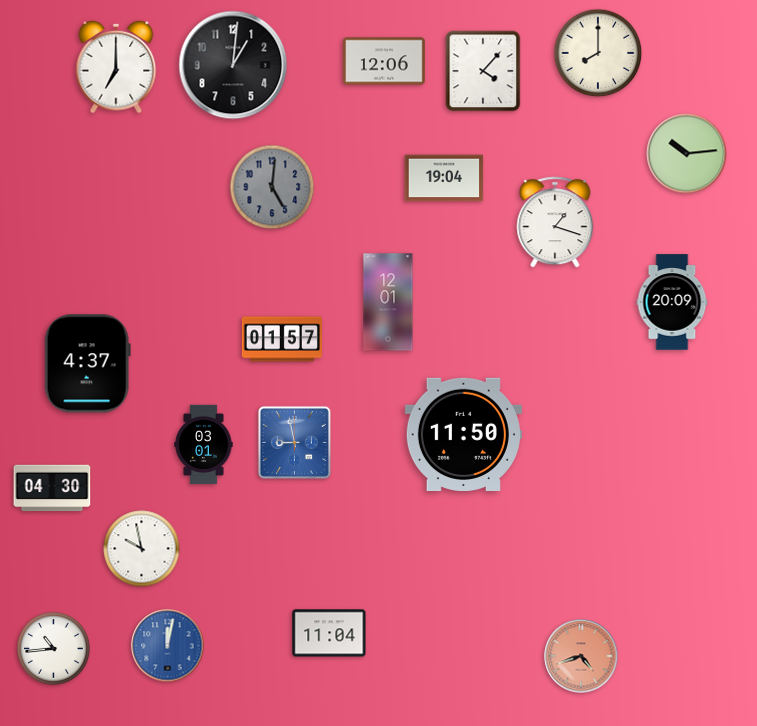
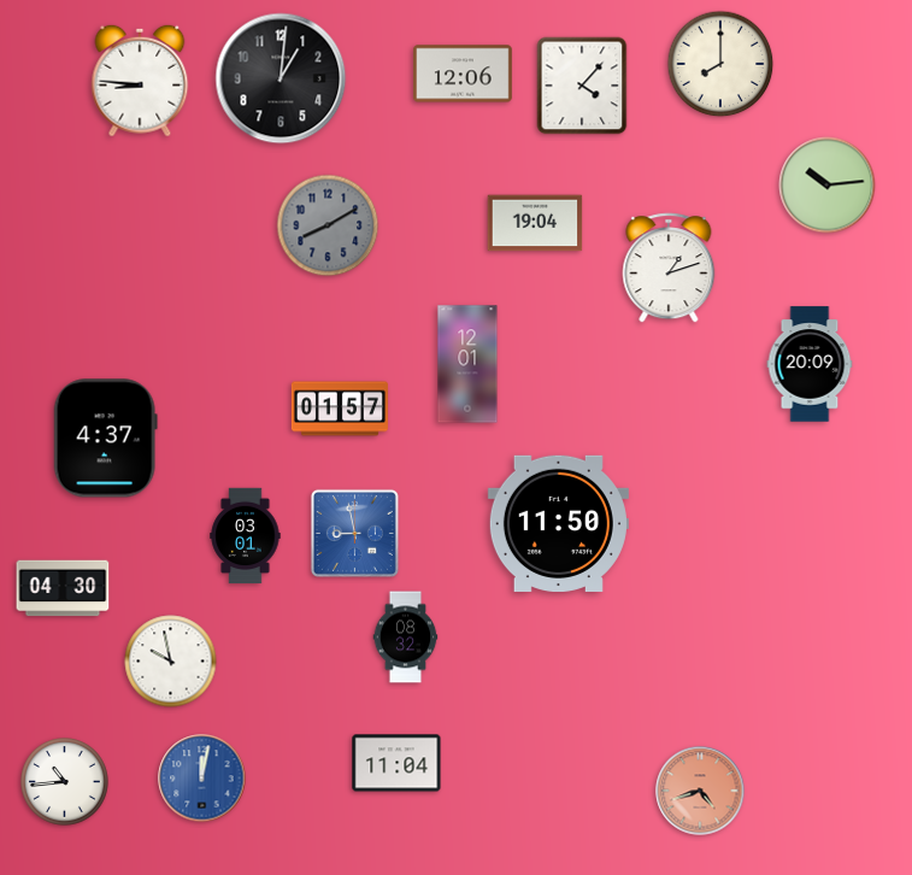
clock at (116, 67): 7:00 -> 8:46
clock at (444, 178) position: (444, 178) -> (535, 223)
clock at (272, 187): 5:01 -> 8:10
clock at (555, 222): 1:18 -> 1:12
clock at (406, 638): none -> 08:32
